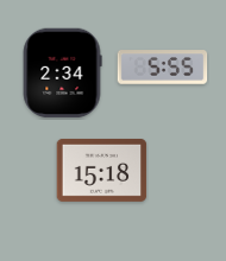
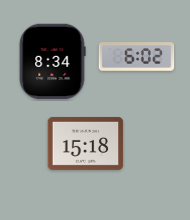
clock at (163, 68): 5:55 -> 6:02
clock at (62, 74): 2:34 -> 8:34
